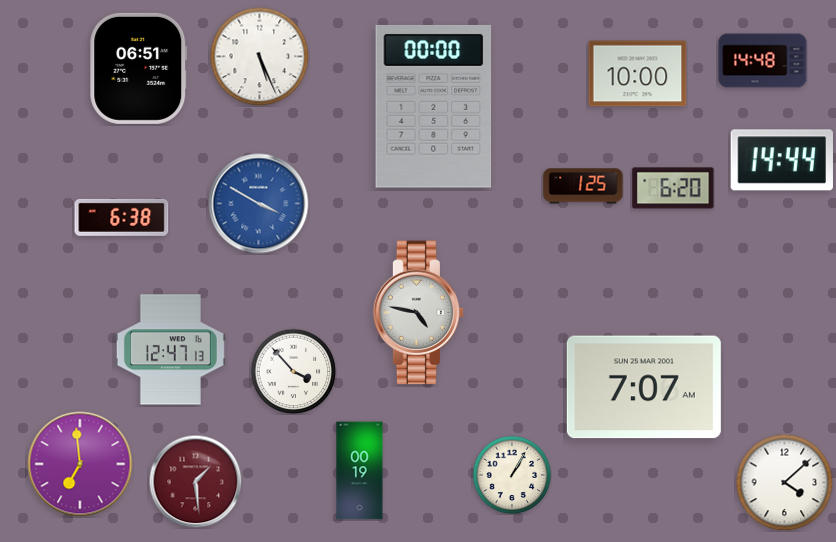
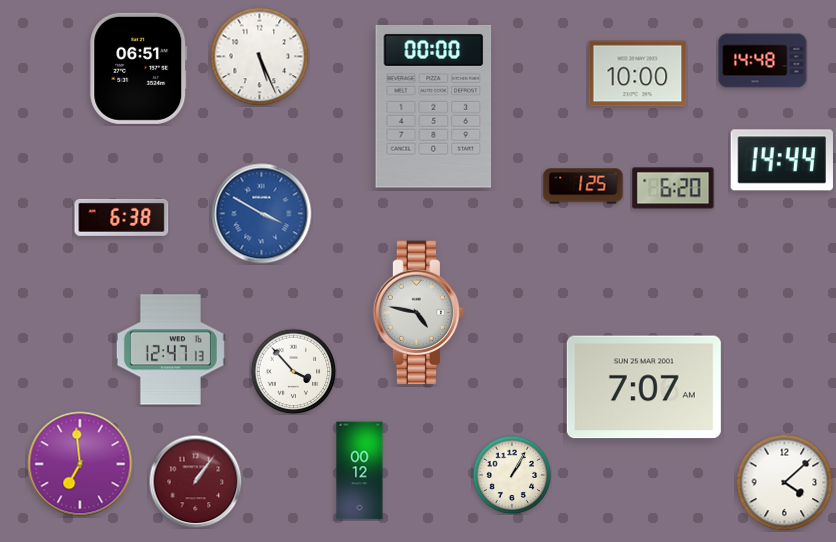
clock at (259, 204) position: (259, 204) -> (262, 214)
clock at (360, 471): 00:19 -> 00:12
clock at (195, 481): 1:29 -> 1:06
